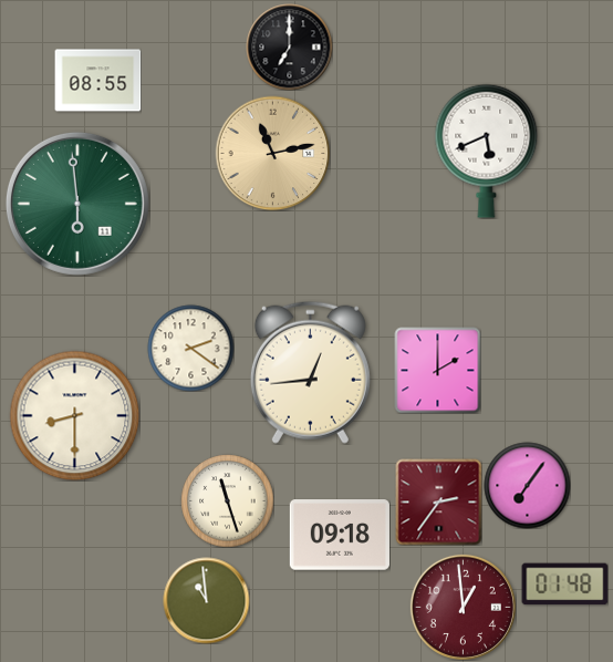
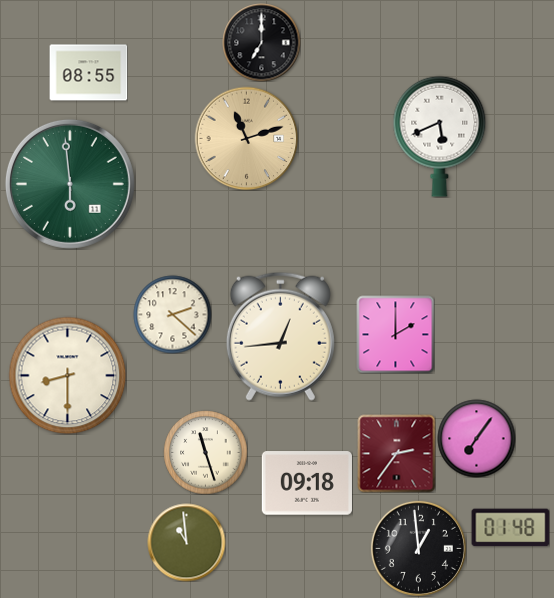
clock at (272, 153): 11:13 -> 11:12
clock at (190, 348): 2:21 -> 2:22
clock at (463, 607) dial: burgundy -> black
